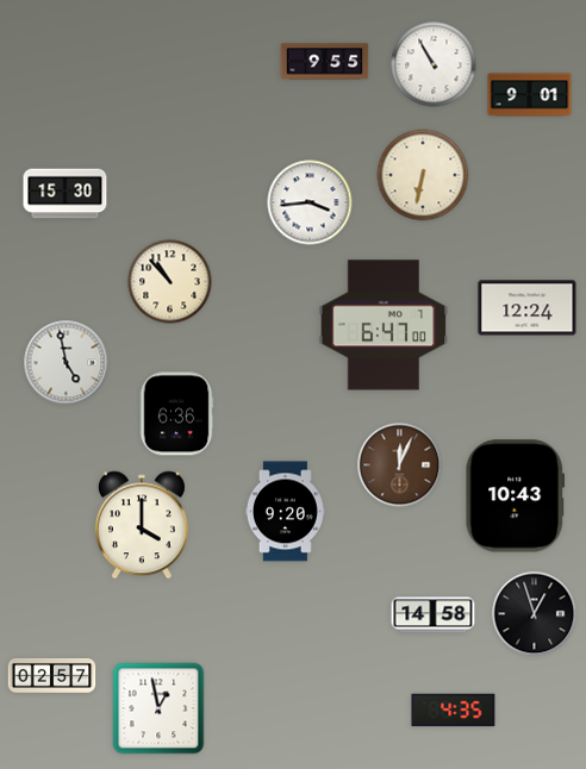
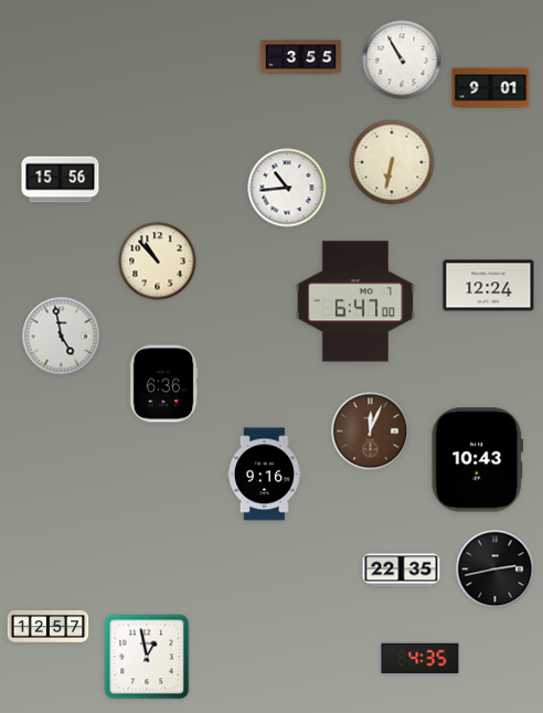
clock at (325, 62): 9:55 -> 3:55
clock at (66, 194): 15:30 -> 15:56
clock at (310, 202): 3:44 -> 10:44
clock at (285, 512): 9:20 -> 9:16
clock at (142, 525): 4:00 -> none
clock at (535, 614): 12:57 -> 2:43
clock at (434, 615): 14:58 -> 22:35
clock at (52, 675): 02:57 -> 12:57
